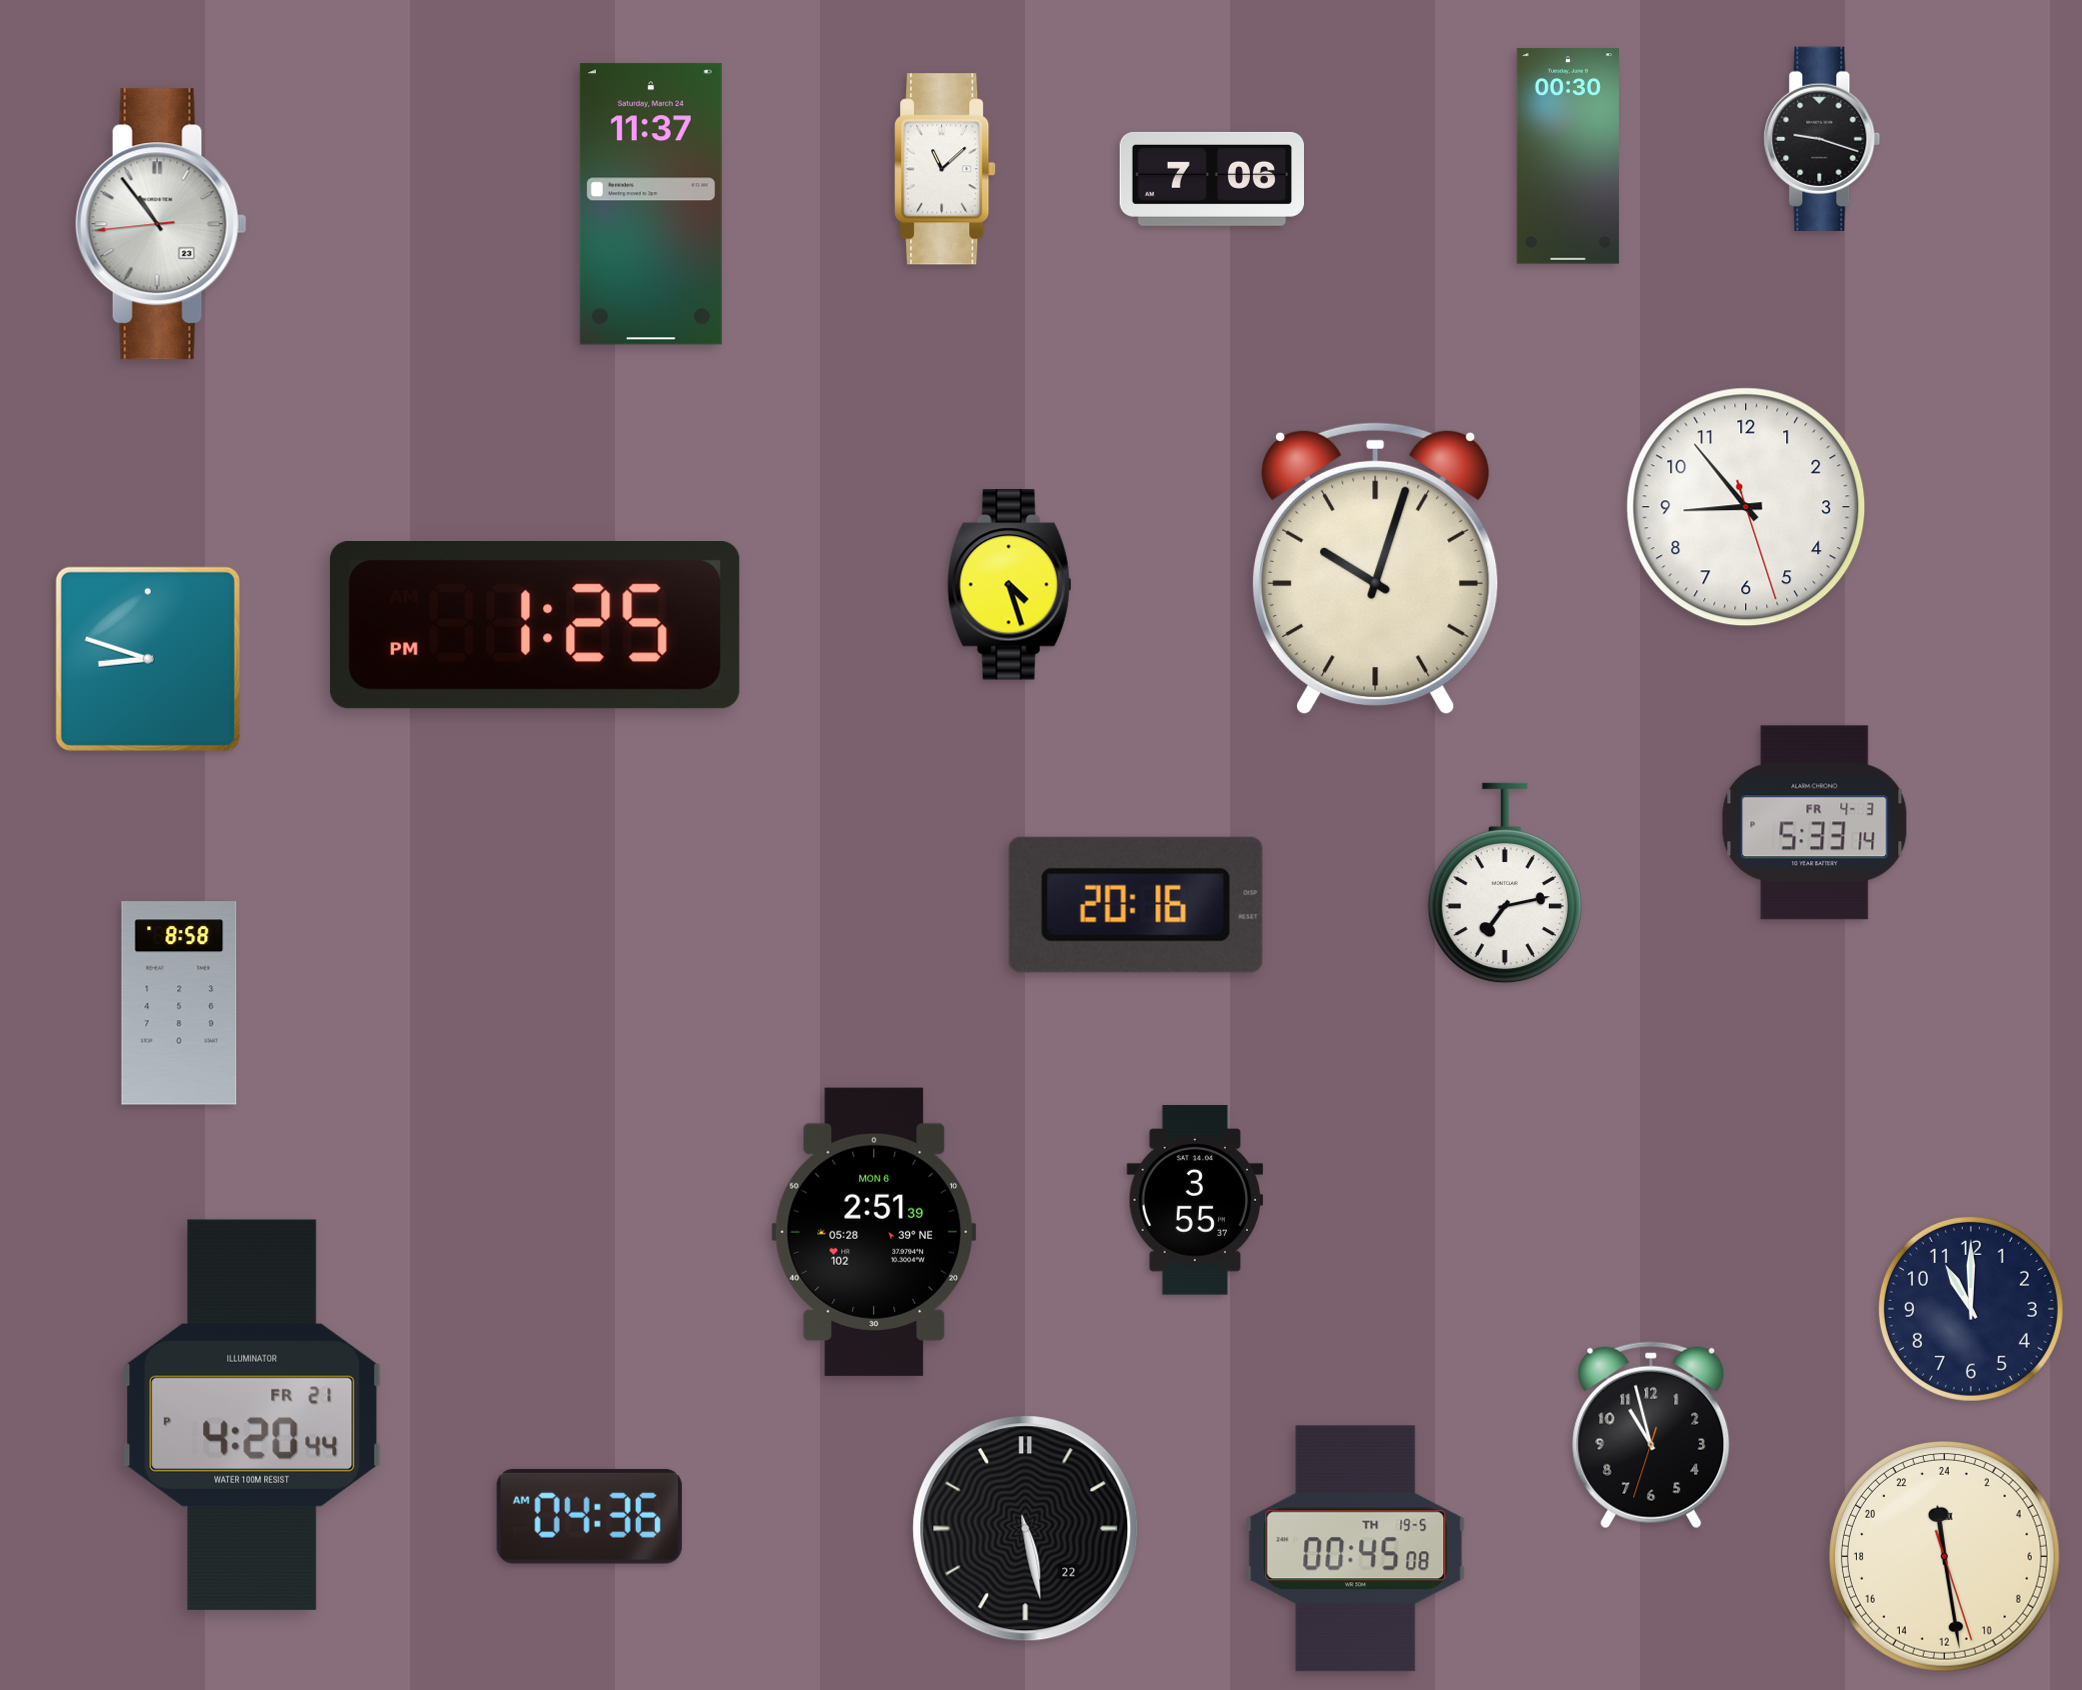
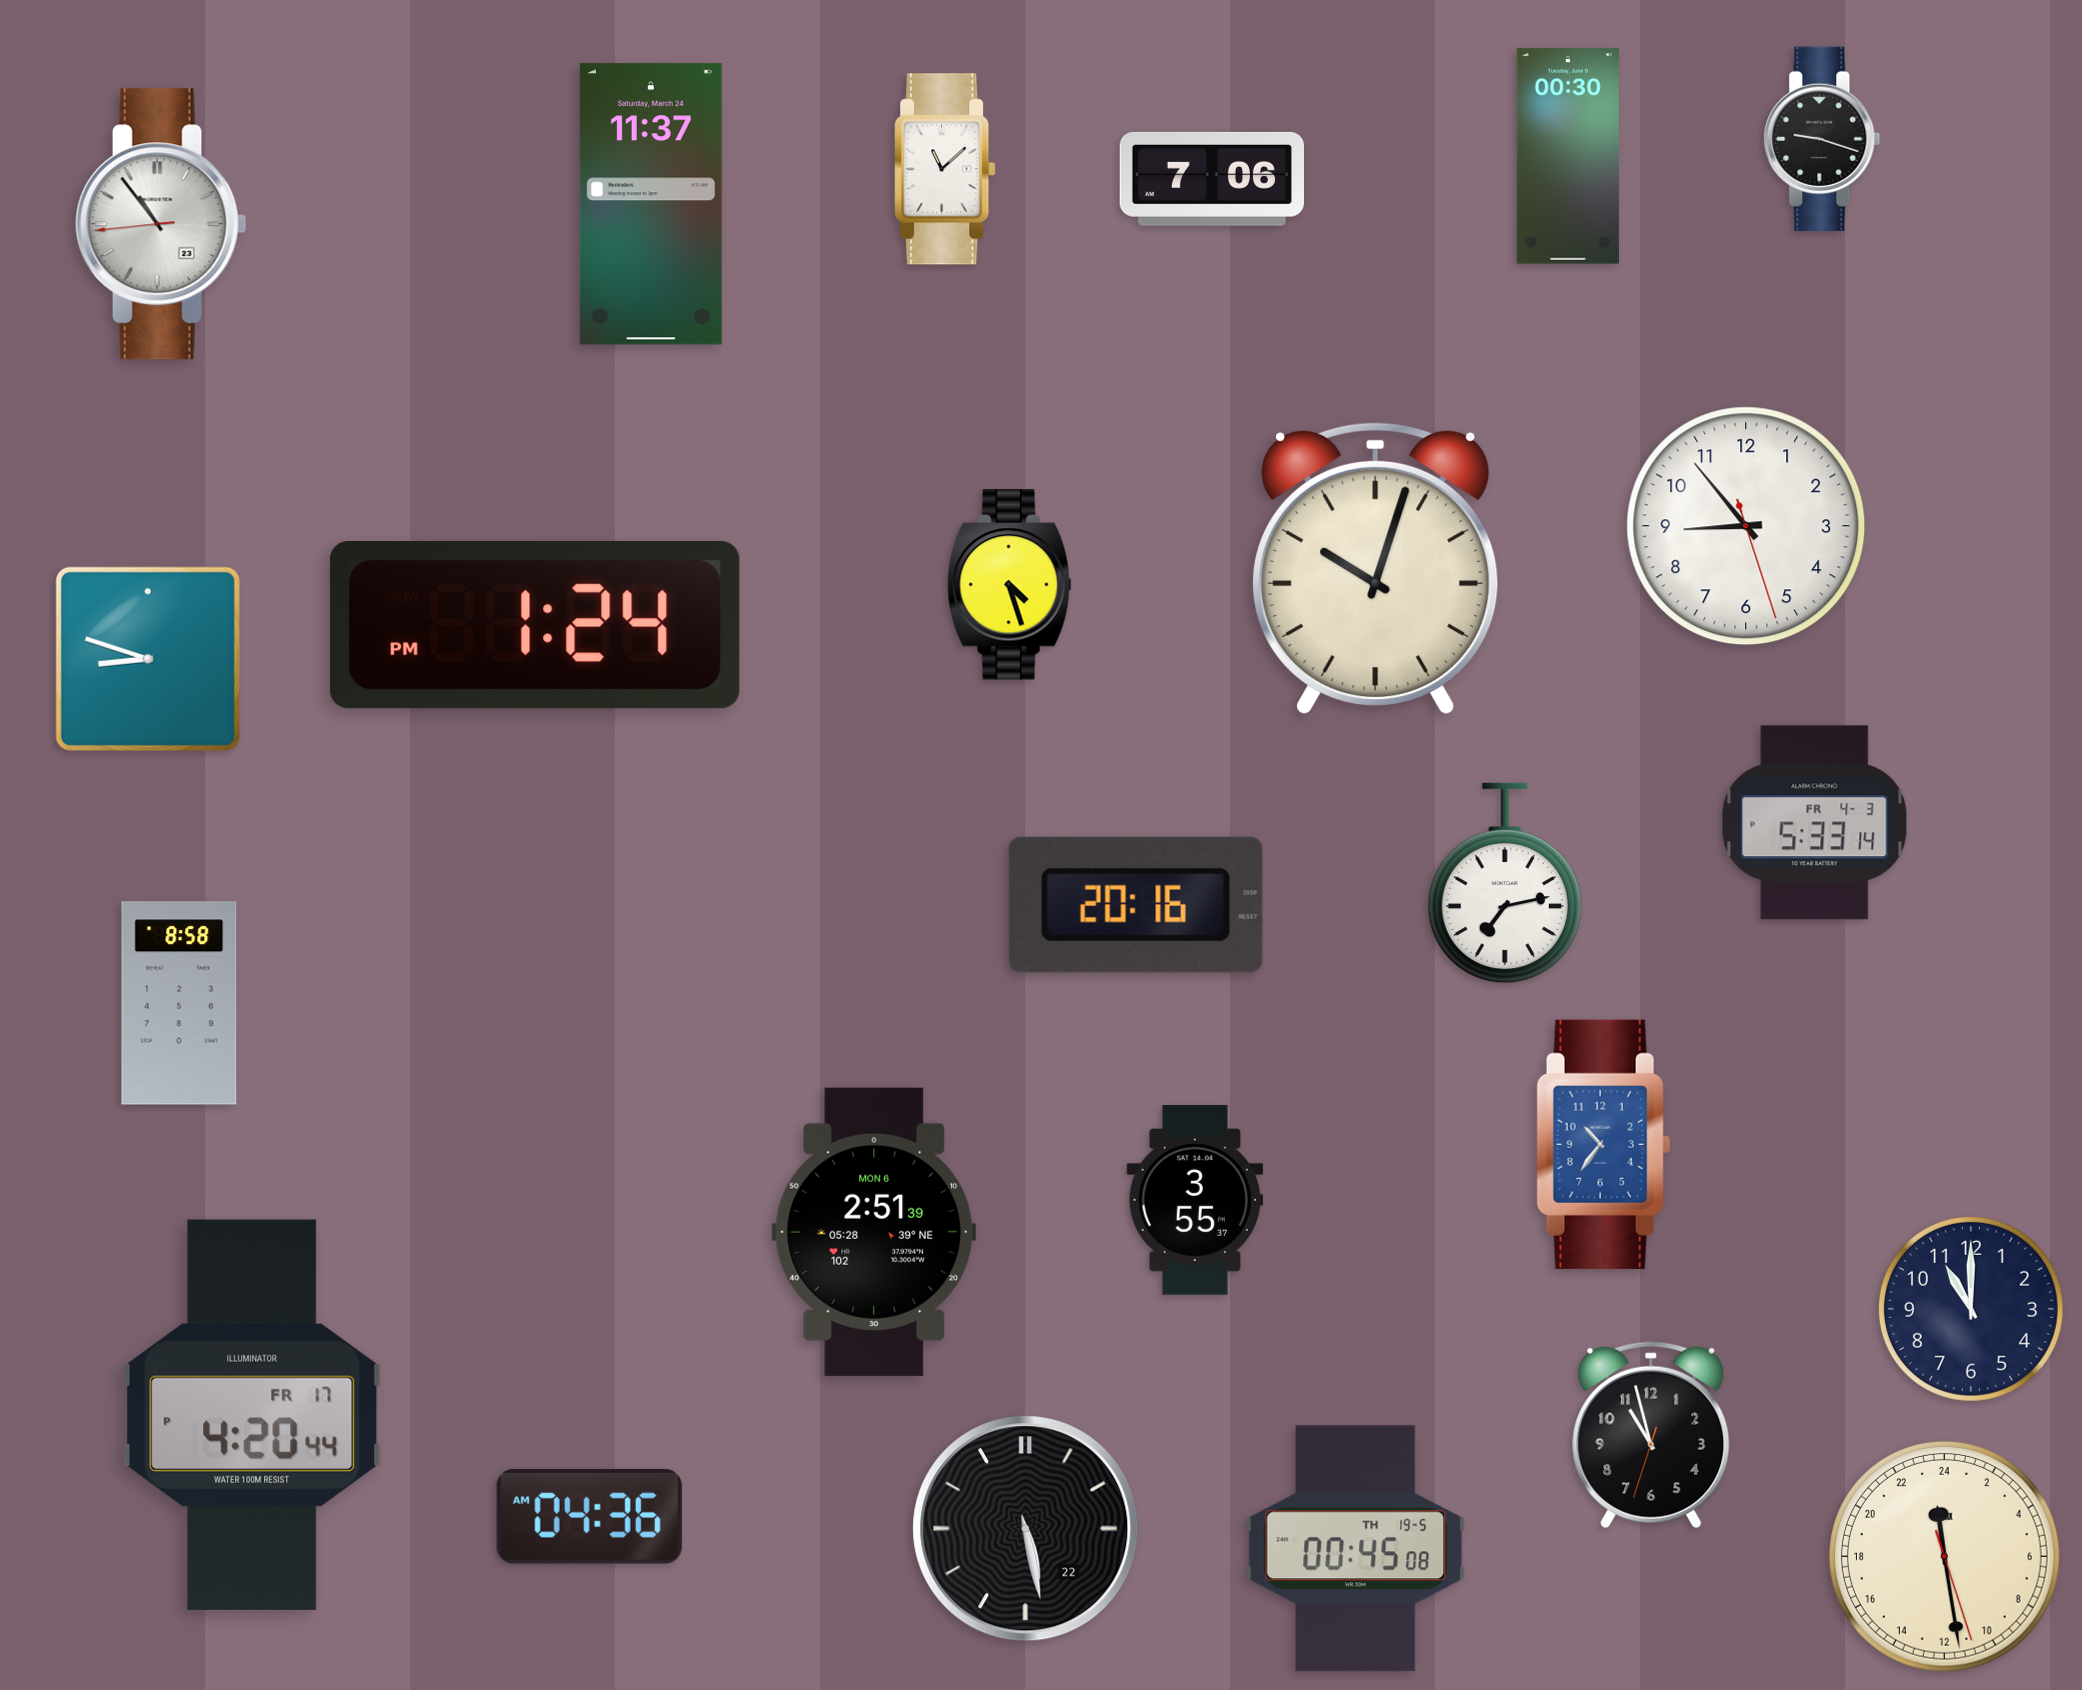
clock at (1746, 507) position: (1746, 507) -> (1746, 526)
clock at (535, 626): 1:25 -> 1:24
clock at (1604, 1144): none -> 10:36
clock at (252, 1415) date: FR 21 -> FR 17
